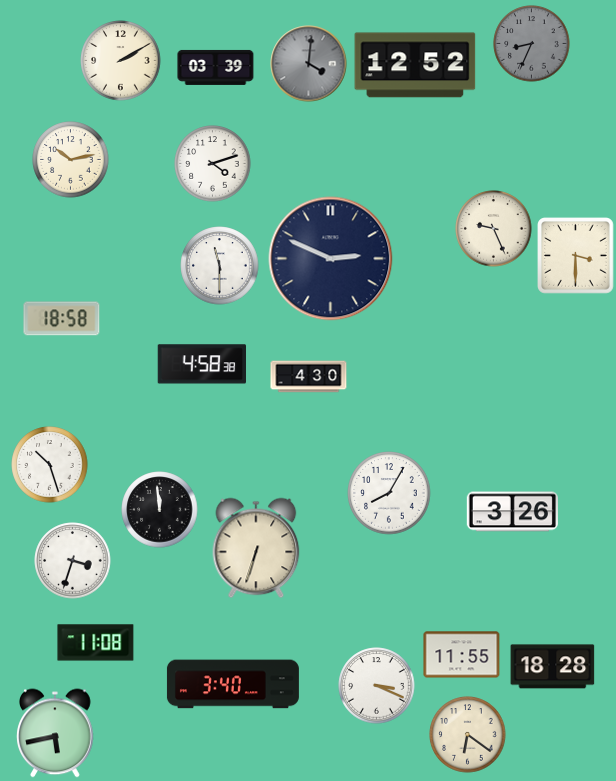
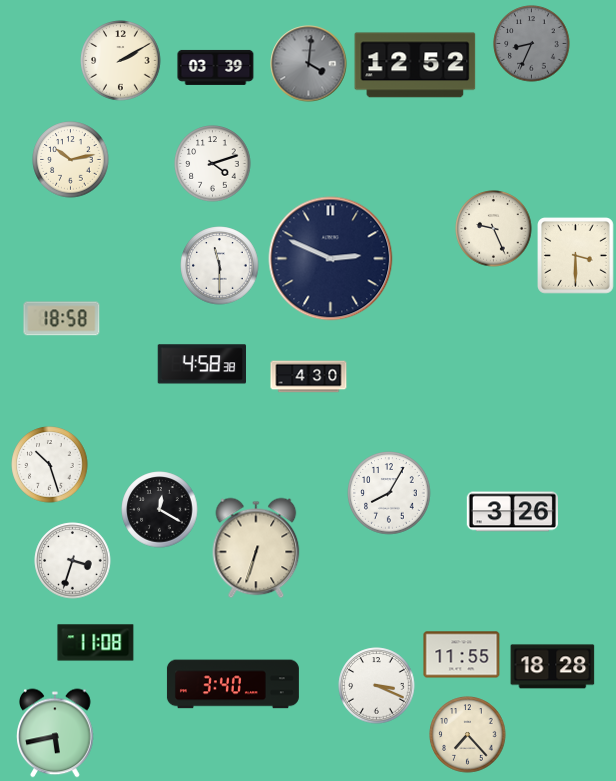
clock at (160, 510): 11:59 -> 12:20
clock at (468, 735): 6:21 -> 7:23
